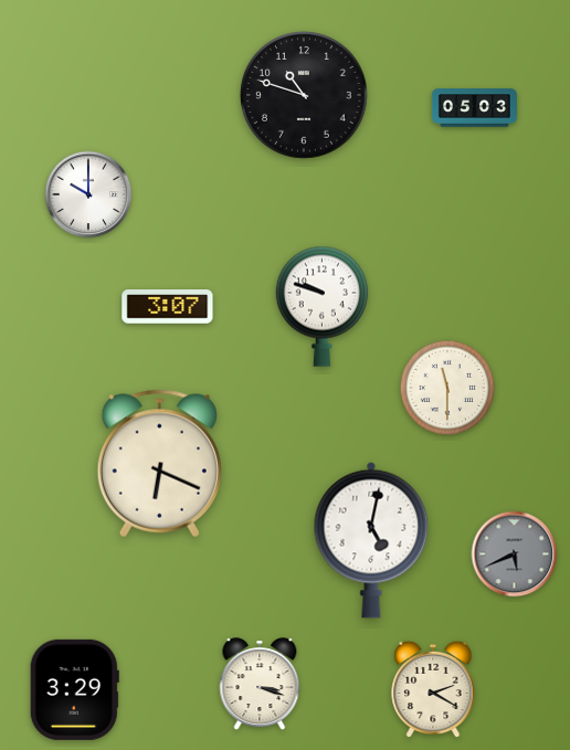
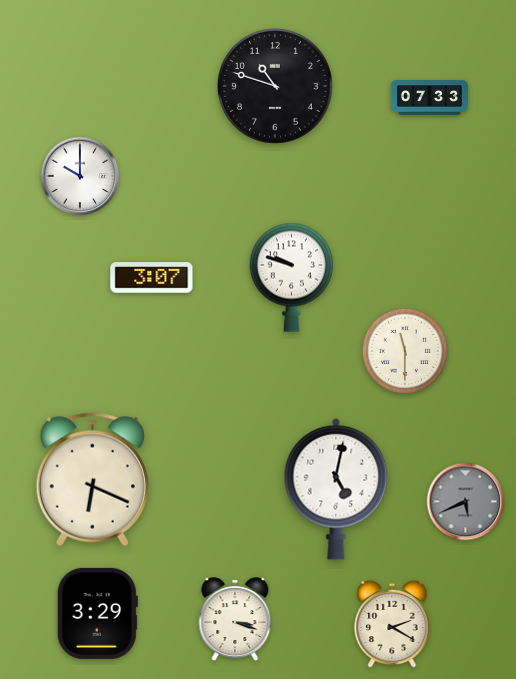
clock at (474, 108): 05:03 -> 07:33
clock at (159, 464) position: (159, 464) -> (92, 480)
clock at (74, 689) position: (74, 689) -> (97, 613)
